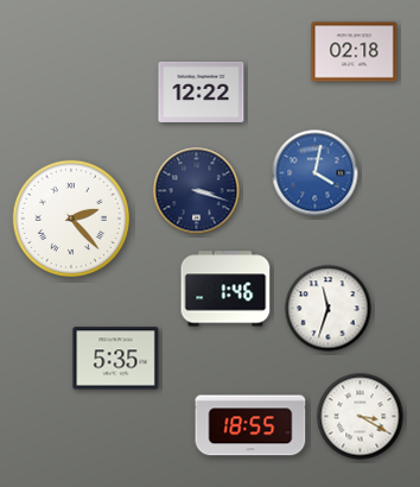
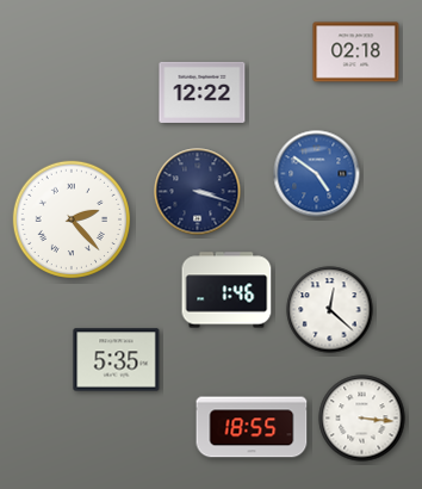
clock at (316, 173): 4:02 -> 4:51
clock at (329, 309): 11:33 -> 12:22
clock at (361, 417): 3:20 -> 3:16
